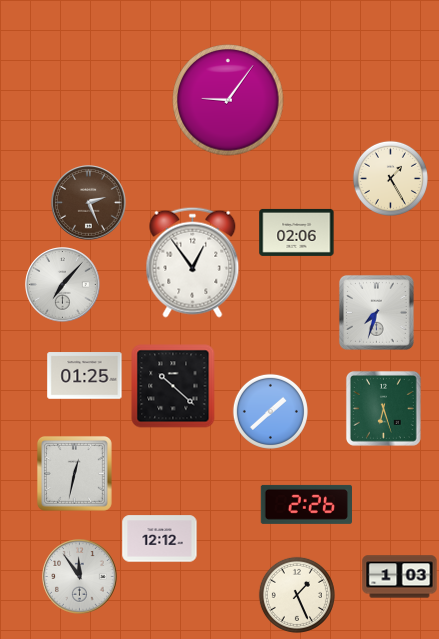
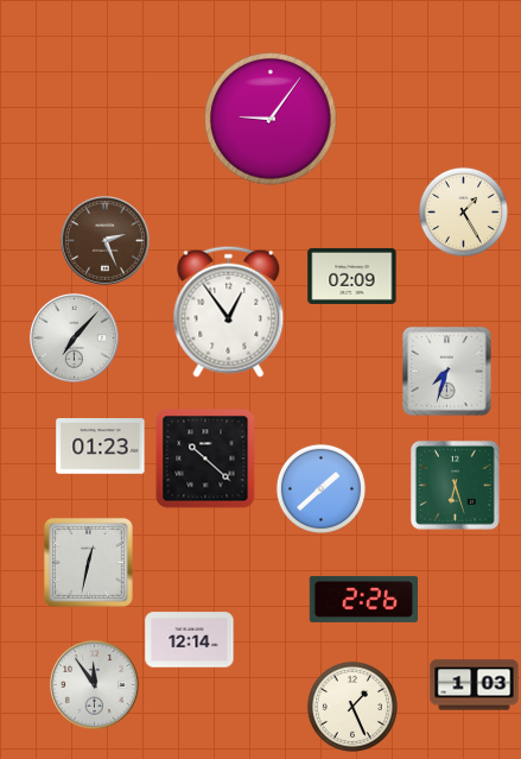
clock at (297, 232): 02:06 -> 02:09
clock at (85, 376): 01:25 -> 01:23
clock at (160, 539): 12:12 -> 12:14
